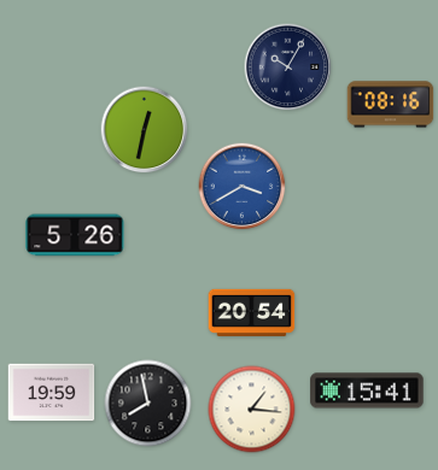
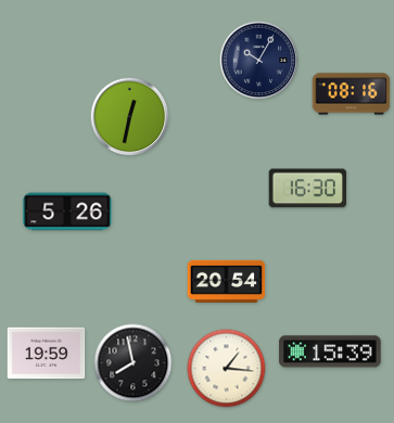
clock at (243, 187): 3:40 -> none
clock at (308, 189): none -> 16:30
clock at (367, 390): 15:41 -> 15:39
